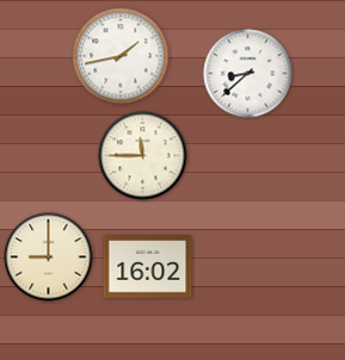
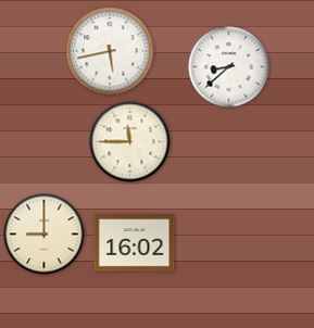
clock at (121, 56): 1:43 -> 5:43
clock at (248, 74) position: (248, 74) -> (229, 67)
